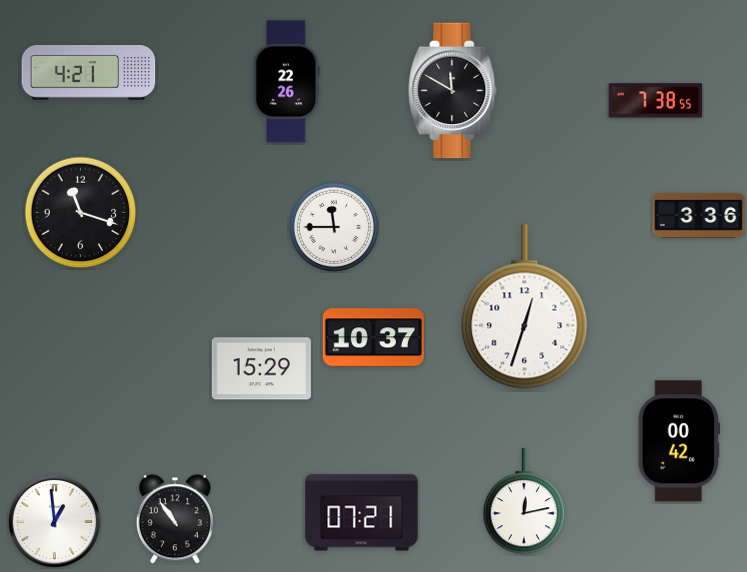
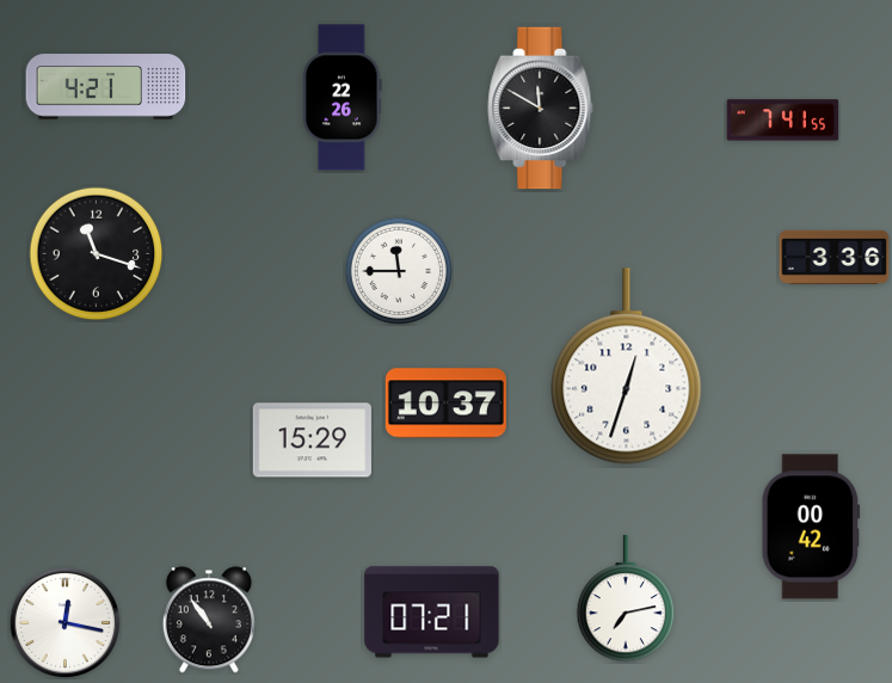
clock at (656, 101): 7:38 -> 7:41
clock at (524, 501): 12:13 -> 7:13
clock at (54, 521): 12:59 -> 12:17
